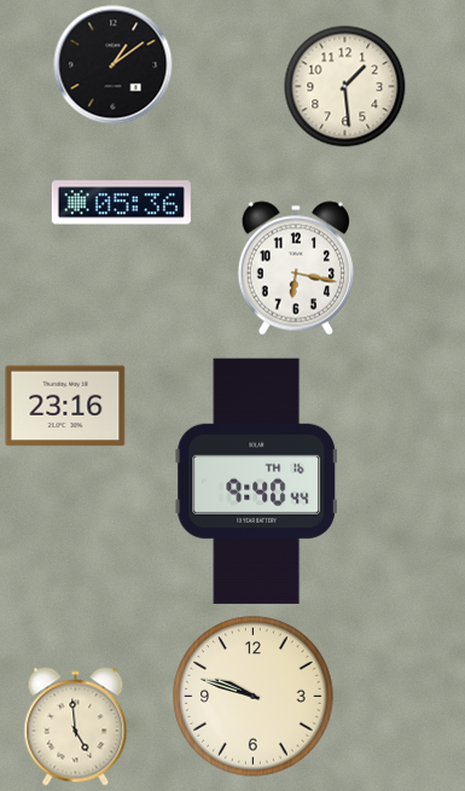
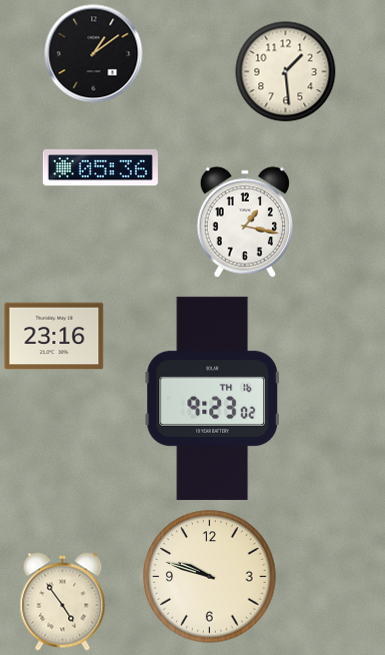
clock at (296, 268): 6:17 -> 1:17
clock at (256, 481): 9:40 -> 9:23
clock at (76, 727): 4:59 -> 4:54
